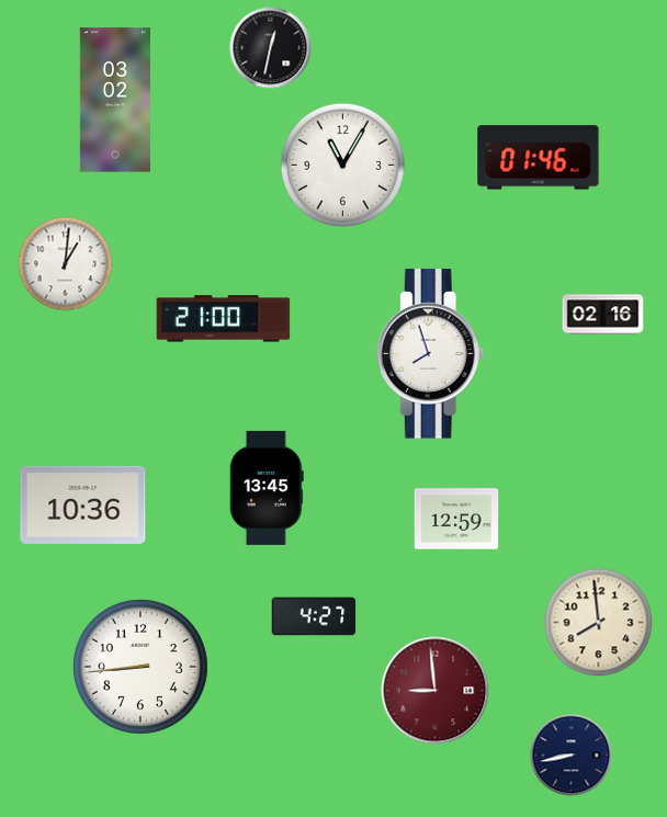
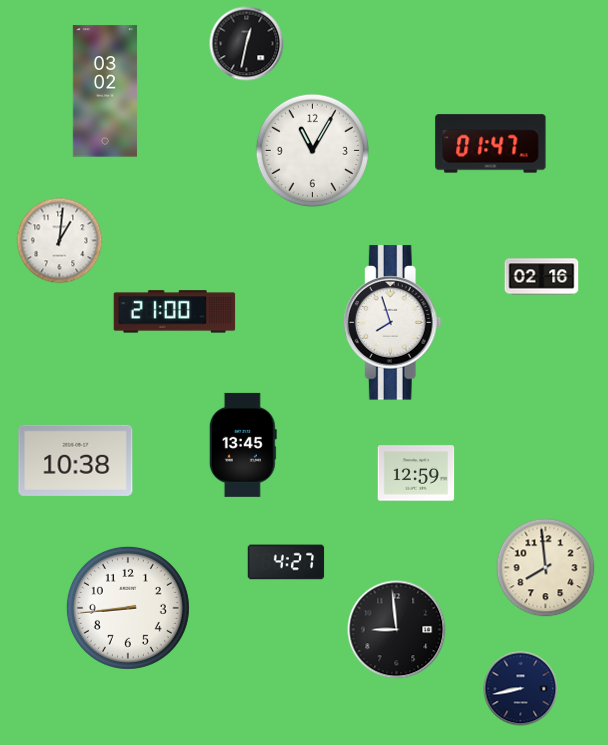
clock at (539, 158): 01:46 -> 01:47
clock at (603, 315) position: (603, 315) -> (542, 277)
clock at (224, 319) position: (224, 319) -> (175, 312)
clock at (83, 504): 10:36 -> 10:38
clock at (436, 691) dial: burgundy -> black
